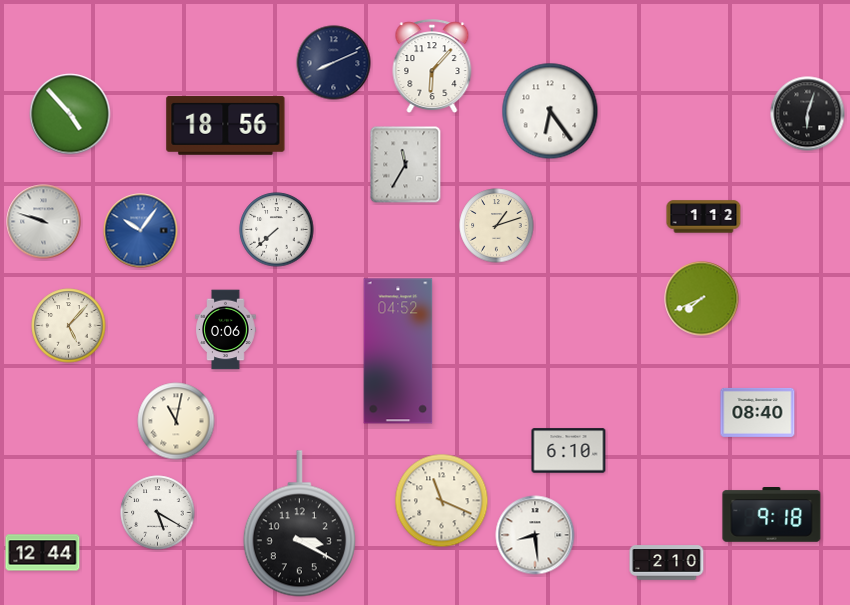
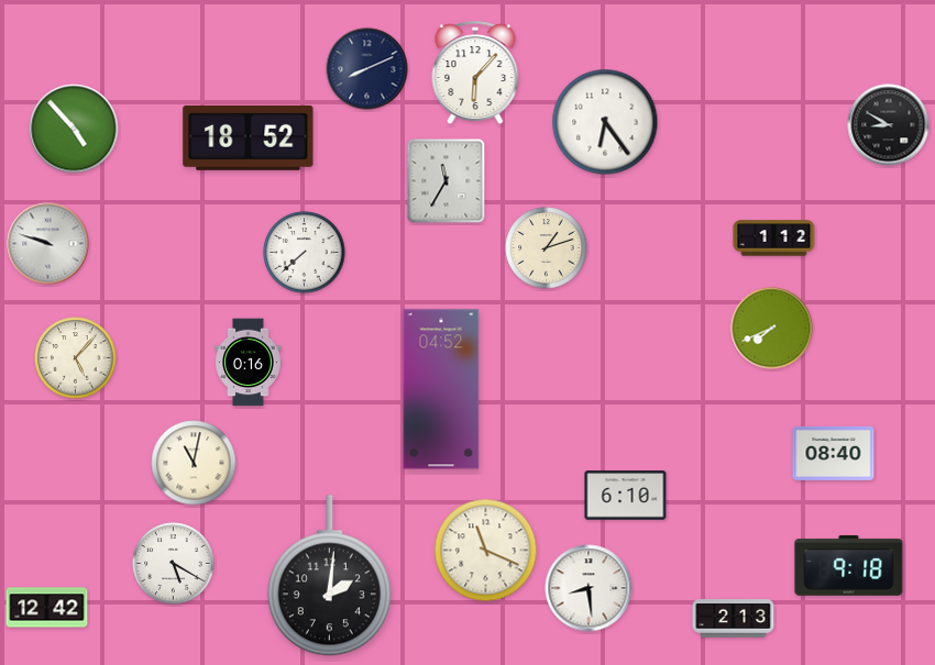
clock at (70, 114) position: (70, 114) -> (74, 129)
clock at (808, 114): 6:03 -> 8:50
clock at (226, 125): 18:56 -> 18:52
clock at (141, 231): 10:06 -> none
clock at (226, 330): 0:06 -> 0:16
clock at (398, 351) position: (398, 351) -> (441, 389)
clock at (299, 524): 3:20 -> 2:01
clock at (43, 553): 12:44 -> 12:42
clock at (667, 563): 2:10 -> 2:13
